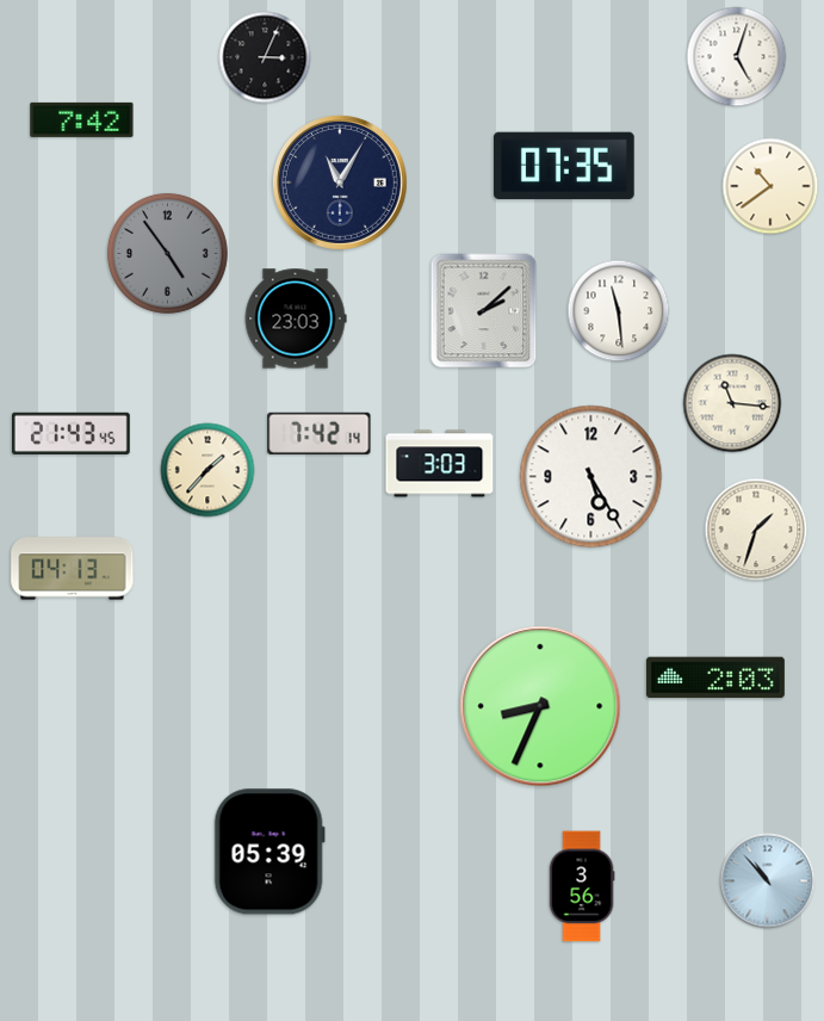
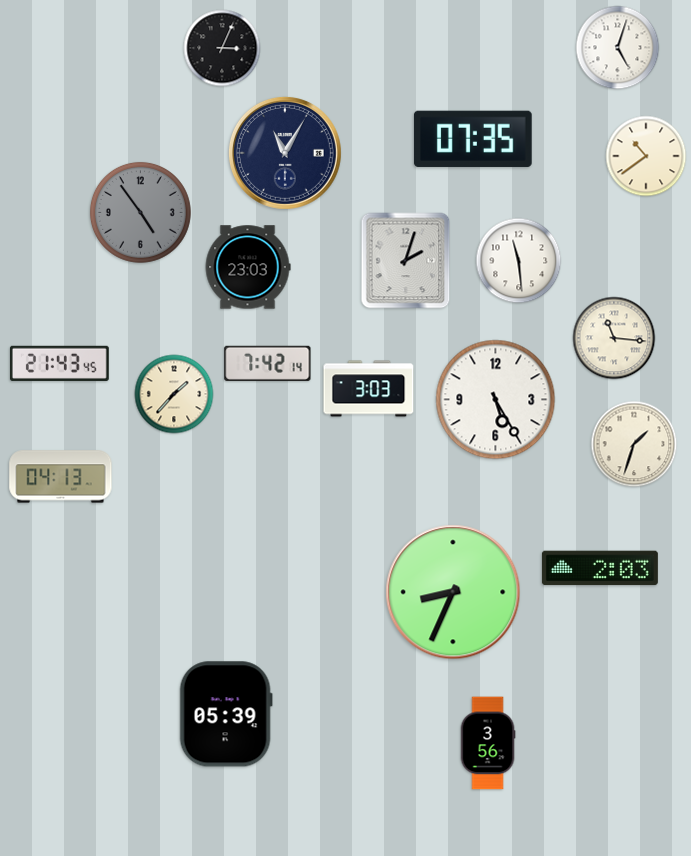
clock at (82, 119): 7:42 -> none
clock at (484, 311): 2:08 -> 2:03
clock at (768, 881): 10:53 -> none
